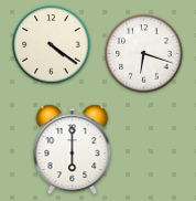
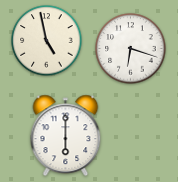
clock at (52, 45): 4:21 -> 4:58
